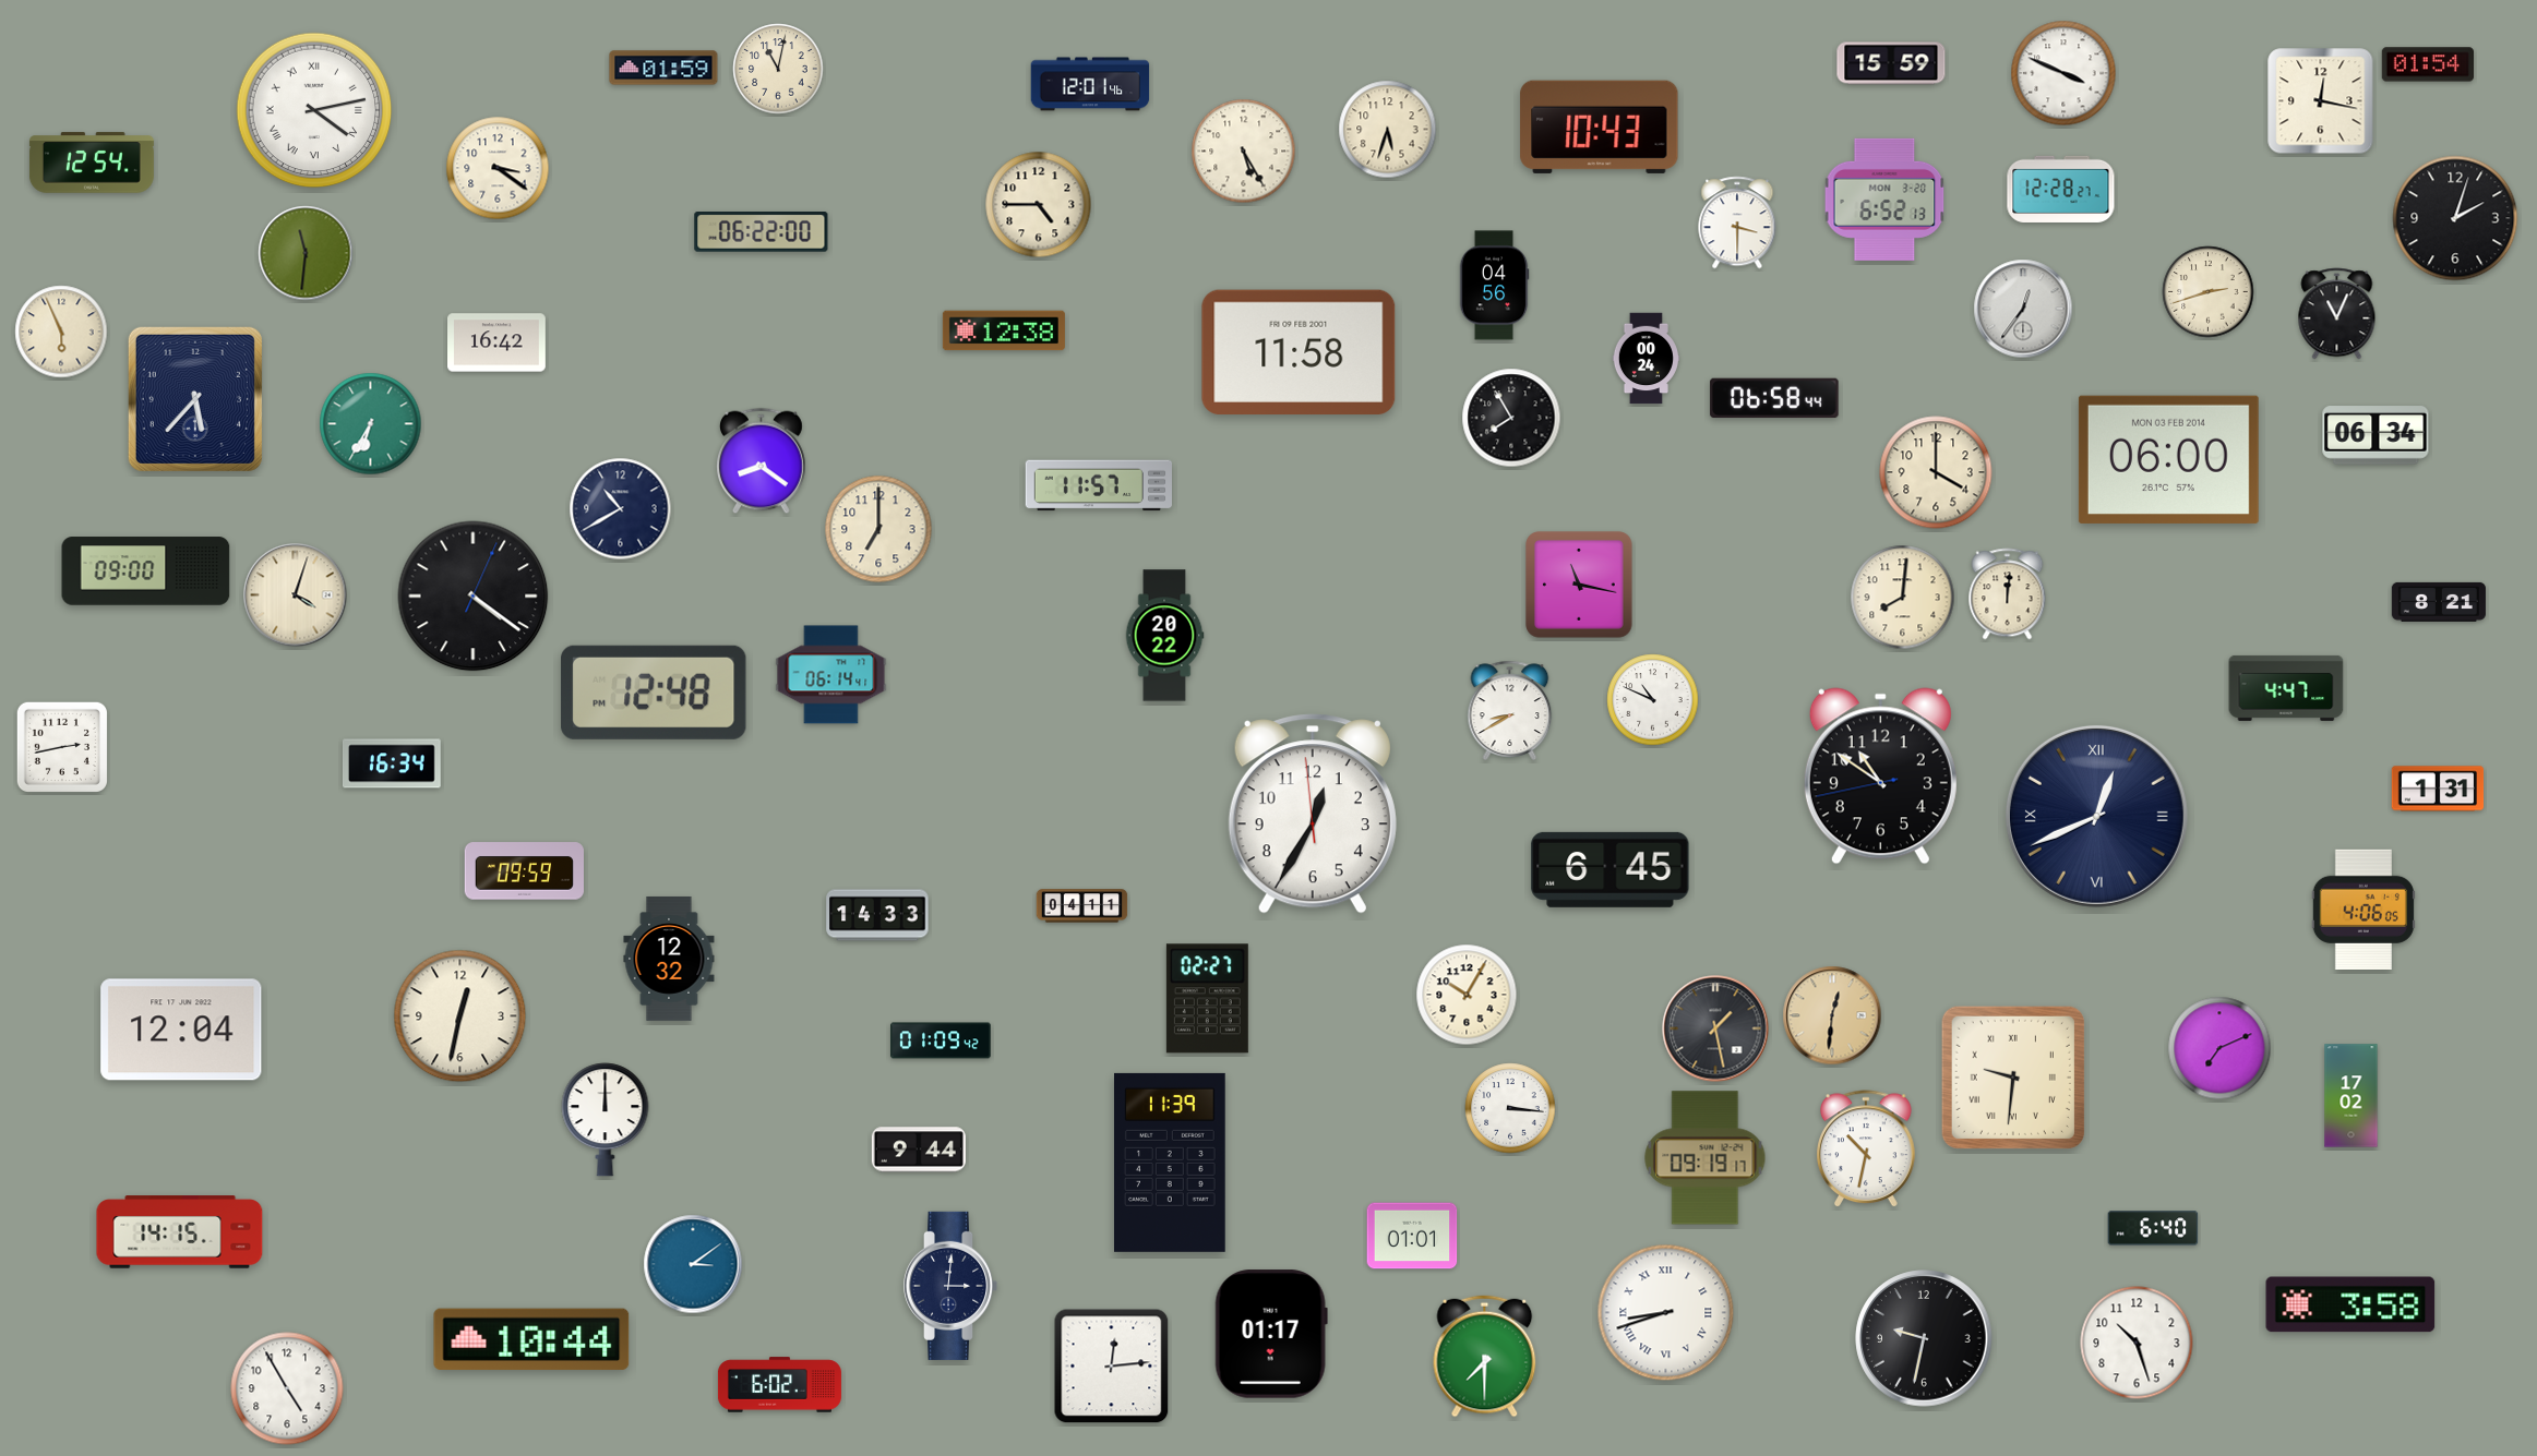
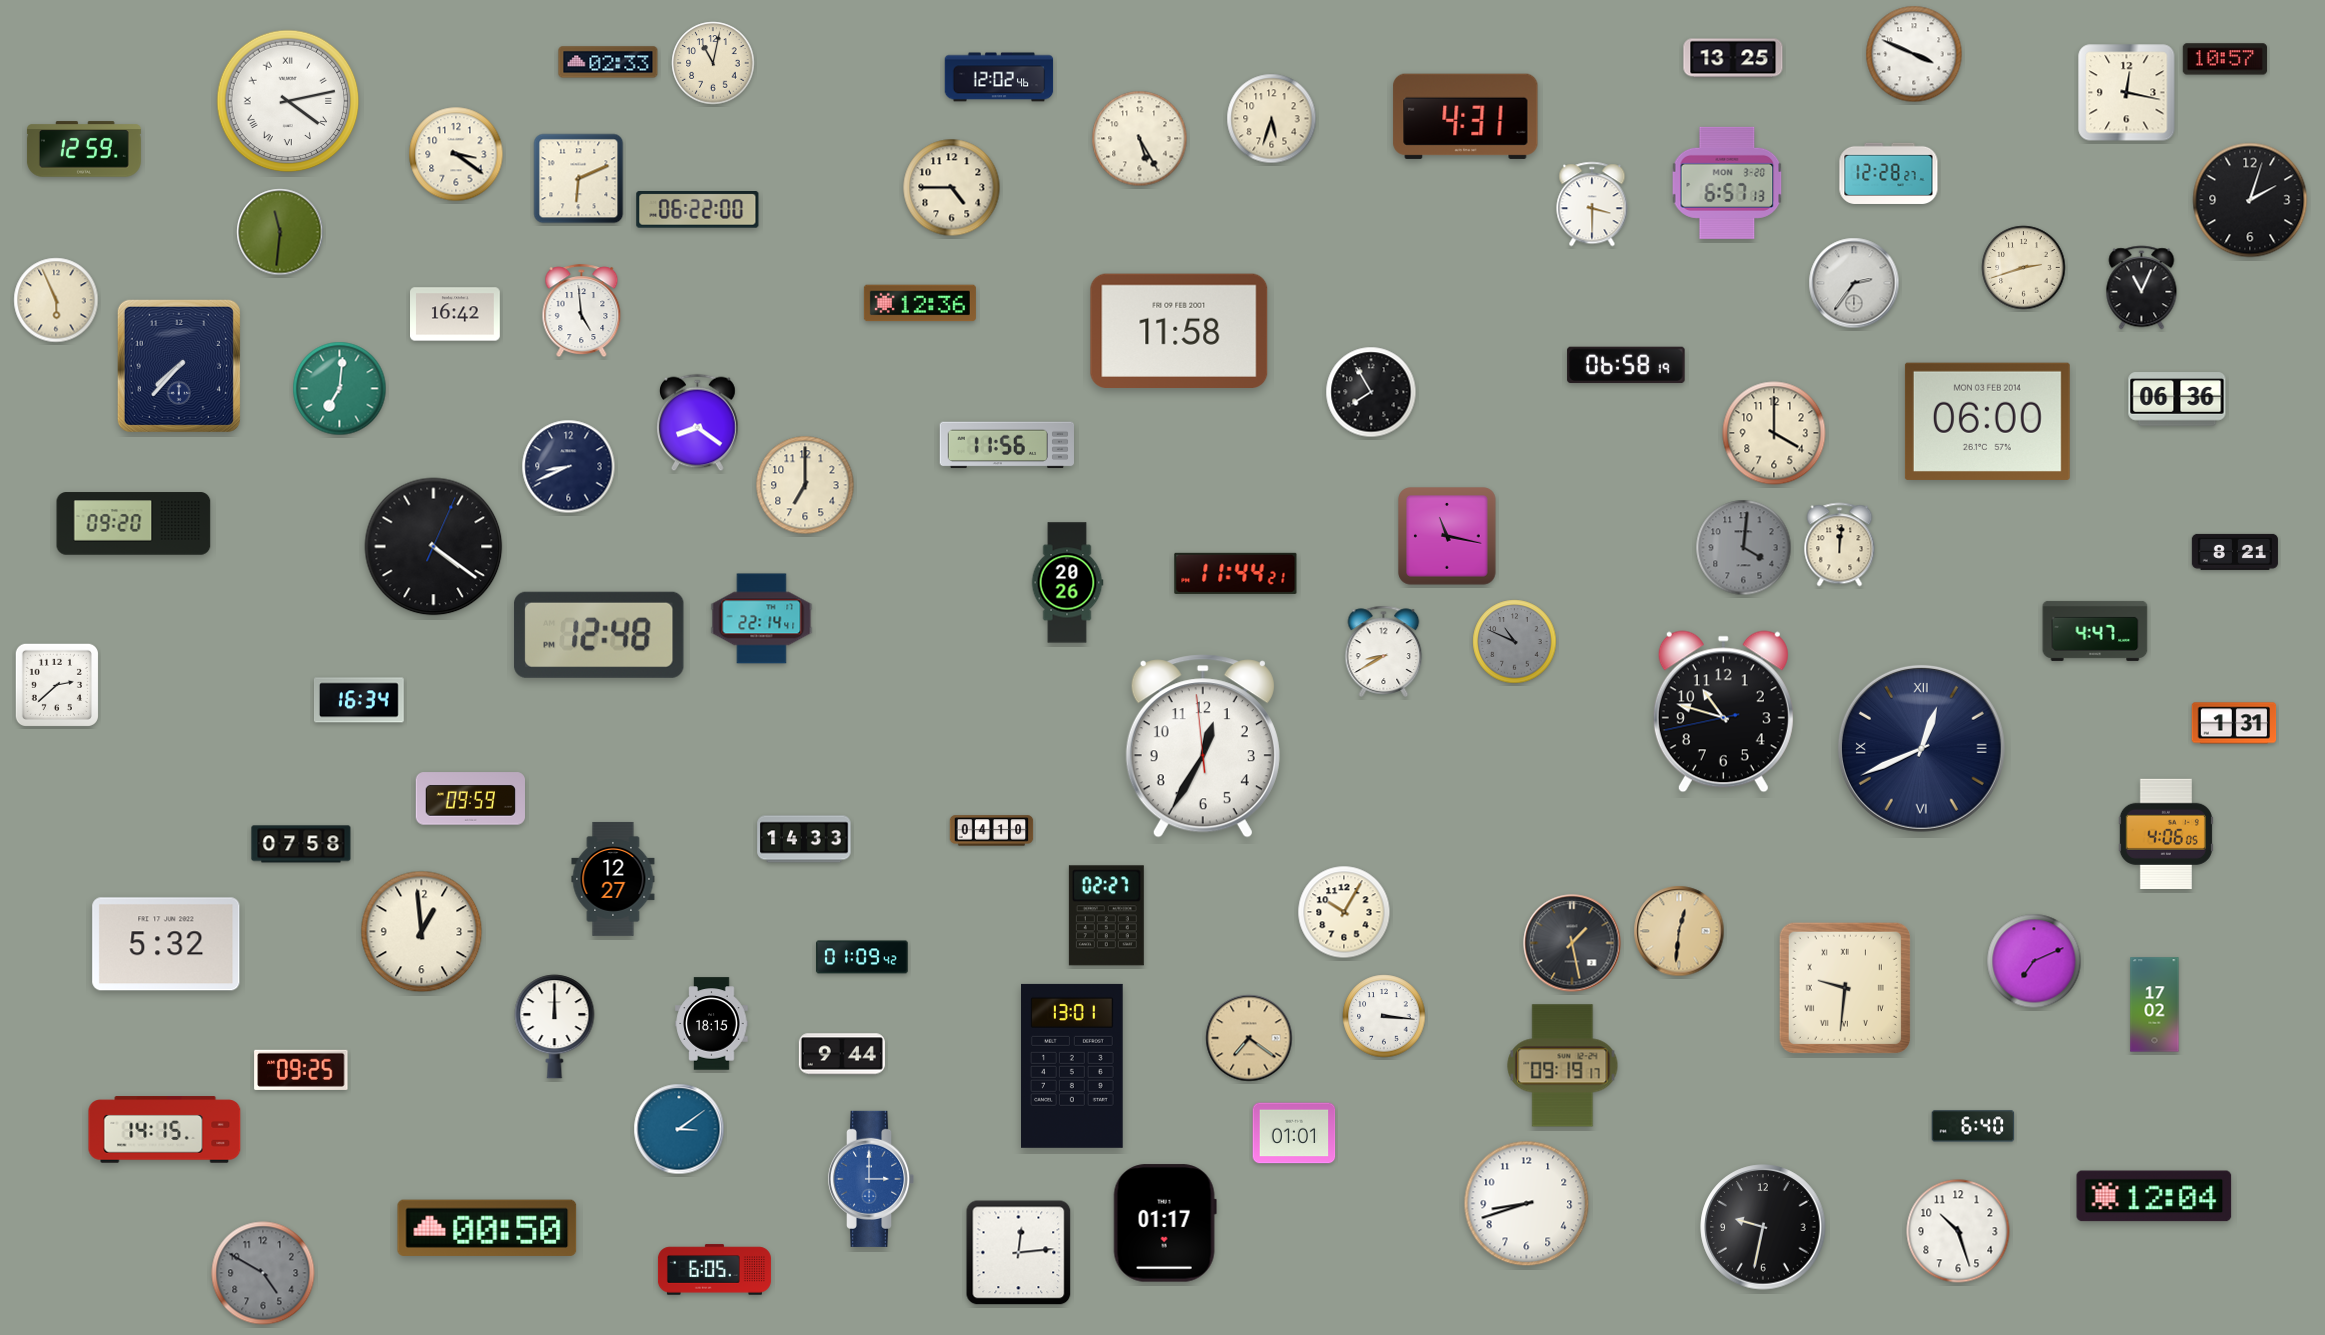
clock at (1891, 63): 15:59 -> 13:25
clock at (2428, 64): 01:54 -> 10:57
clock at (663, 68): 01:59 -> 02:33
clock at (2063, 73) position: (2063, 73) -> (1914, 54)
clock at (1090, 84): 12:01 -> 12:02
clock at (1600, 127): 10:43 -> 4:31
clock at (92, 163): 12:54 -> 12:59
clock at (579, 179): none -> 6:11
clock at (1884, 200): 6:52 -> 6:57
clock at (762, 232) position: (762, 232) -> (698, 210)
clock at (1494, 286): 04:56 -> none
clock at (2023, 309): 12:36 -> 2:36
clock at (1004, 330): 12:38 -> 12:36
clock at (61, 332) position: (61, 332) -> (56, 300)
clock at (582, 311): none -> 4:59
clock at (1299, 352) position: (1299, 352) -> (1179, 331)
clock at (1646, 359): 00:24 -> none
clock at (1774, 398): 06:58:44 -> 06:58:19
clock at (195, 399): 5:37 -> 7:37
clock at (1511, 418) position: (1511, 418) -> (1371, 392)
clock at (371, 424): 6:35 -> 7:01
clock at (2376, 435): 06:34 -> 06:36
clock at (1098, 485): 11:57 -> 11:56
clock at (621, 509): 10:40 -> 8:41
clock at (146, 571): 09:00 -> 09:20
clock at (296, 595): 4:03 -> none
clock at (1903, 598): 8:01 -> 4:01
clock at (1903, 598) dial: cream -> grey
clock at (1236, 573): none -> 11:44
clock at (1164, 636): 20:22 -> 20:26
clock at (831, 675): 06:14 -> 22:14
clock at (1653, 700) dial: white -> grey
clock at (62, 747): 2:43 -> 2:38
clock at (1880, 777): 10:50 -> 10:47
clock at (1611, 869): 6:45 -> none
clock at (524, 871) position: (524, 871) -> (470, 799)
clock at (1082, 906): 04:11 -> 04:10
clock at (301, 844): none -> 07:58
clock at (669, 959): 12:32 -> 12:27
clock at (460, 1016): 12:32 -> 12:59
clock at (181, 1030): 12:04 -> 5:32
clock at (941, 1040) position: (941, 1040) -> (862, 957)
clock at (712, 1024): none -> 18:15
clock at (1249, 1038): none -> 7:21
clock at (1867, 1150): 10:32 -> none
clock at (1706, 1158) position: (1706, 1158) -> (1563, 1066)
clock at (1171, 1163): 11:39 -> 13:01
clock at (301, 1070): none -> 09:25
clock at (693, 1264) position: (693, 1264) -> (679, 1129)
clock at (950, 1286): 3:01 -> 3:00
clock at (950, 1286) dial: navy -> blue
clock at (2350, 1304): 3:58 -> 12:04
clock at (1666, 1313) numerals: Roman -> Arabic
clock at (531, 1338): 10:44 -> 00:50
clock at (1485, 1357): 7:30 -> none
clock at (779, 1385): 6:02 -> 6:05
clock at (287, 1388): 4:55 -> 4:50
clock at (287, 1388) dial: white -> grey
